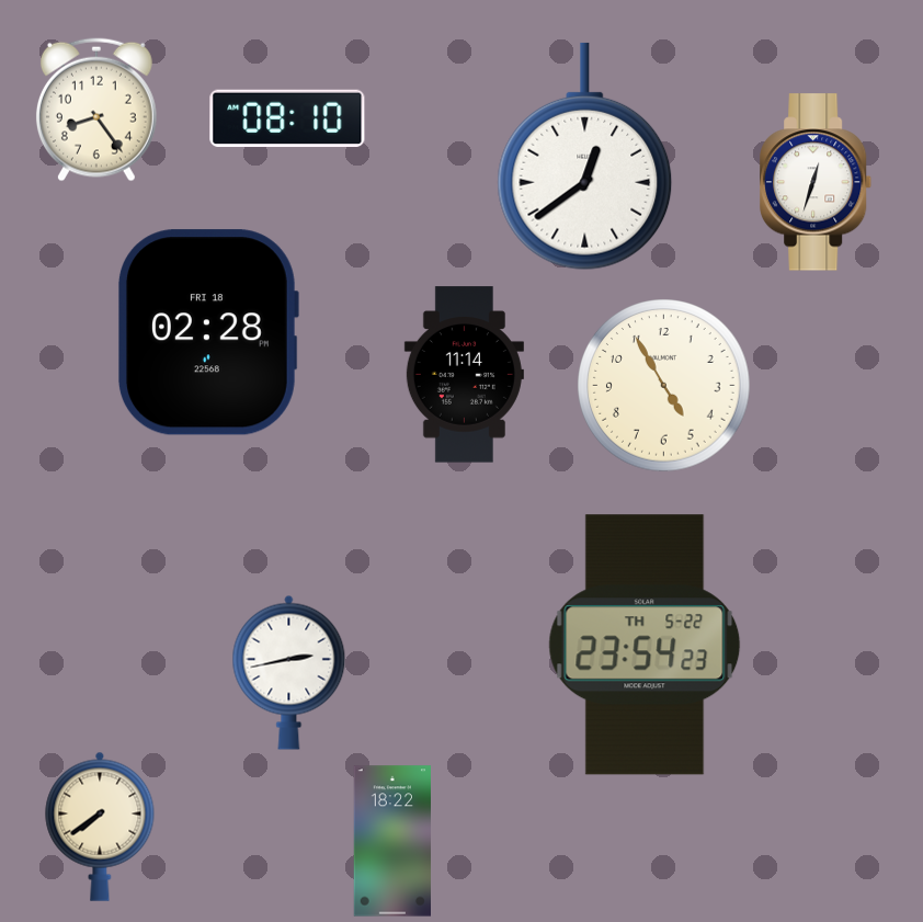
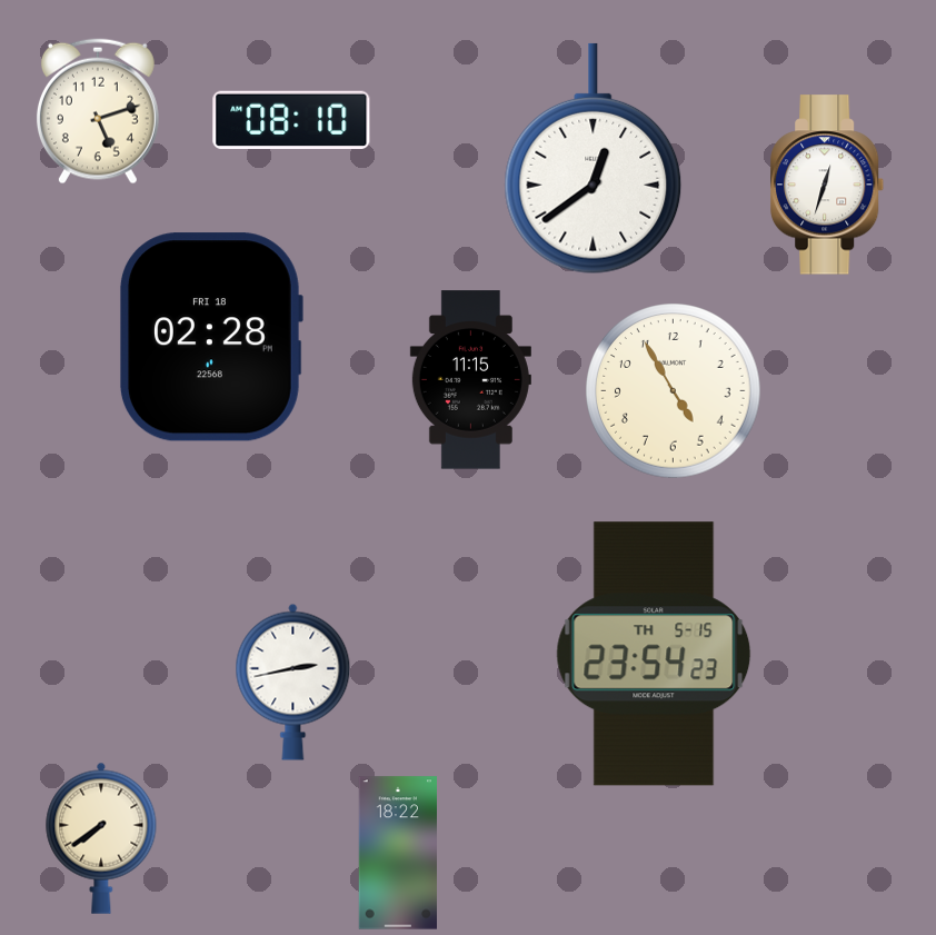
clock at (96, 110): 8:24 -> 5:12
clock at (464, 375): 11:14 -> 11:15
clock at (645, 645) date: TH 5-22 -> TH 5-15
